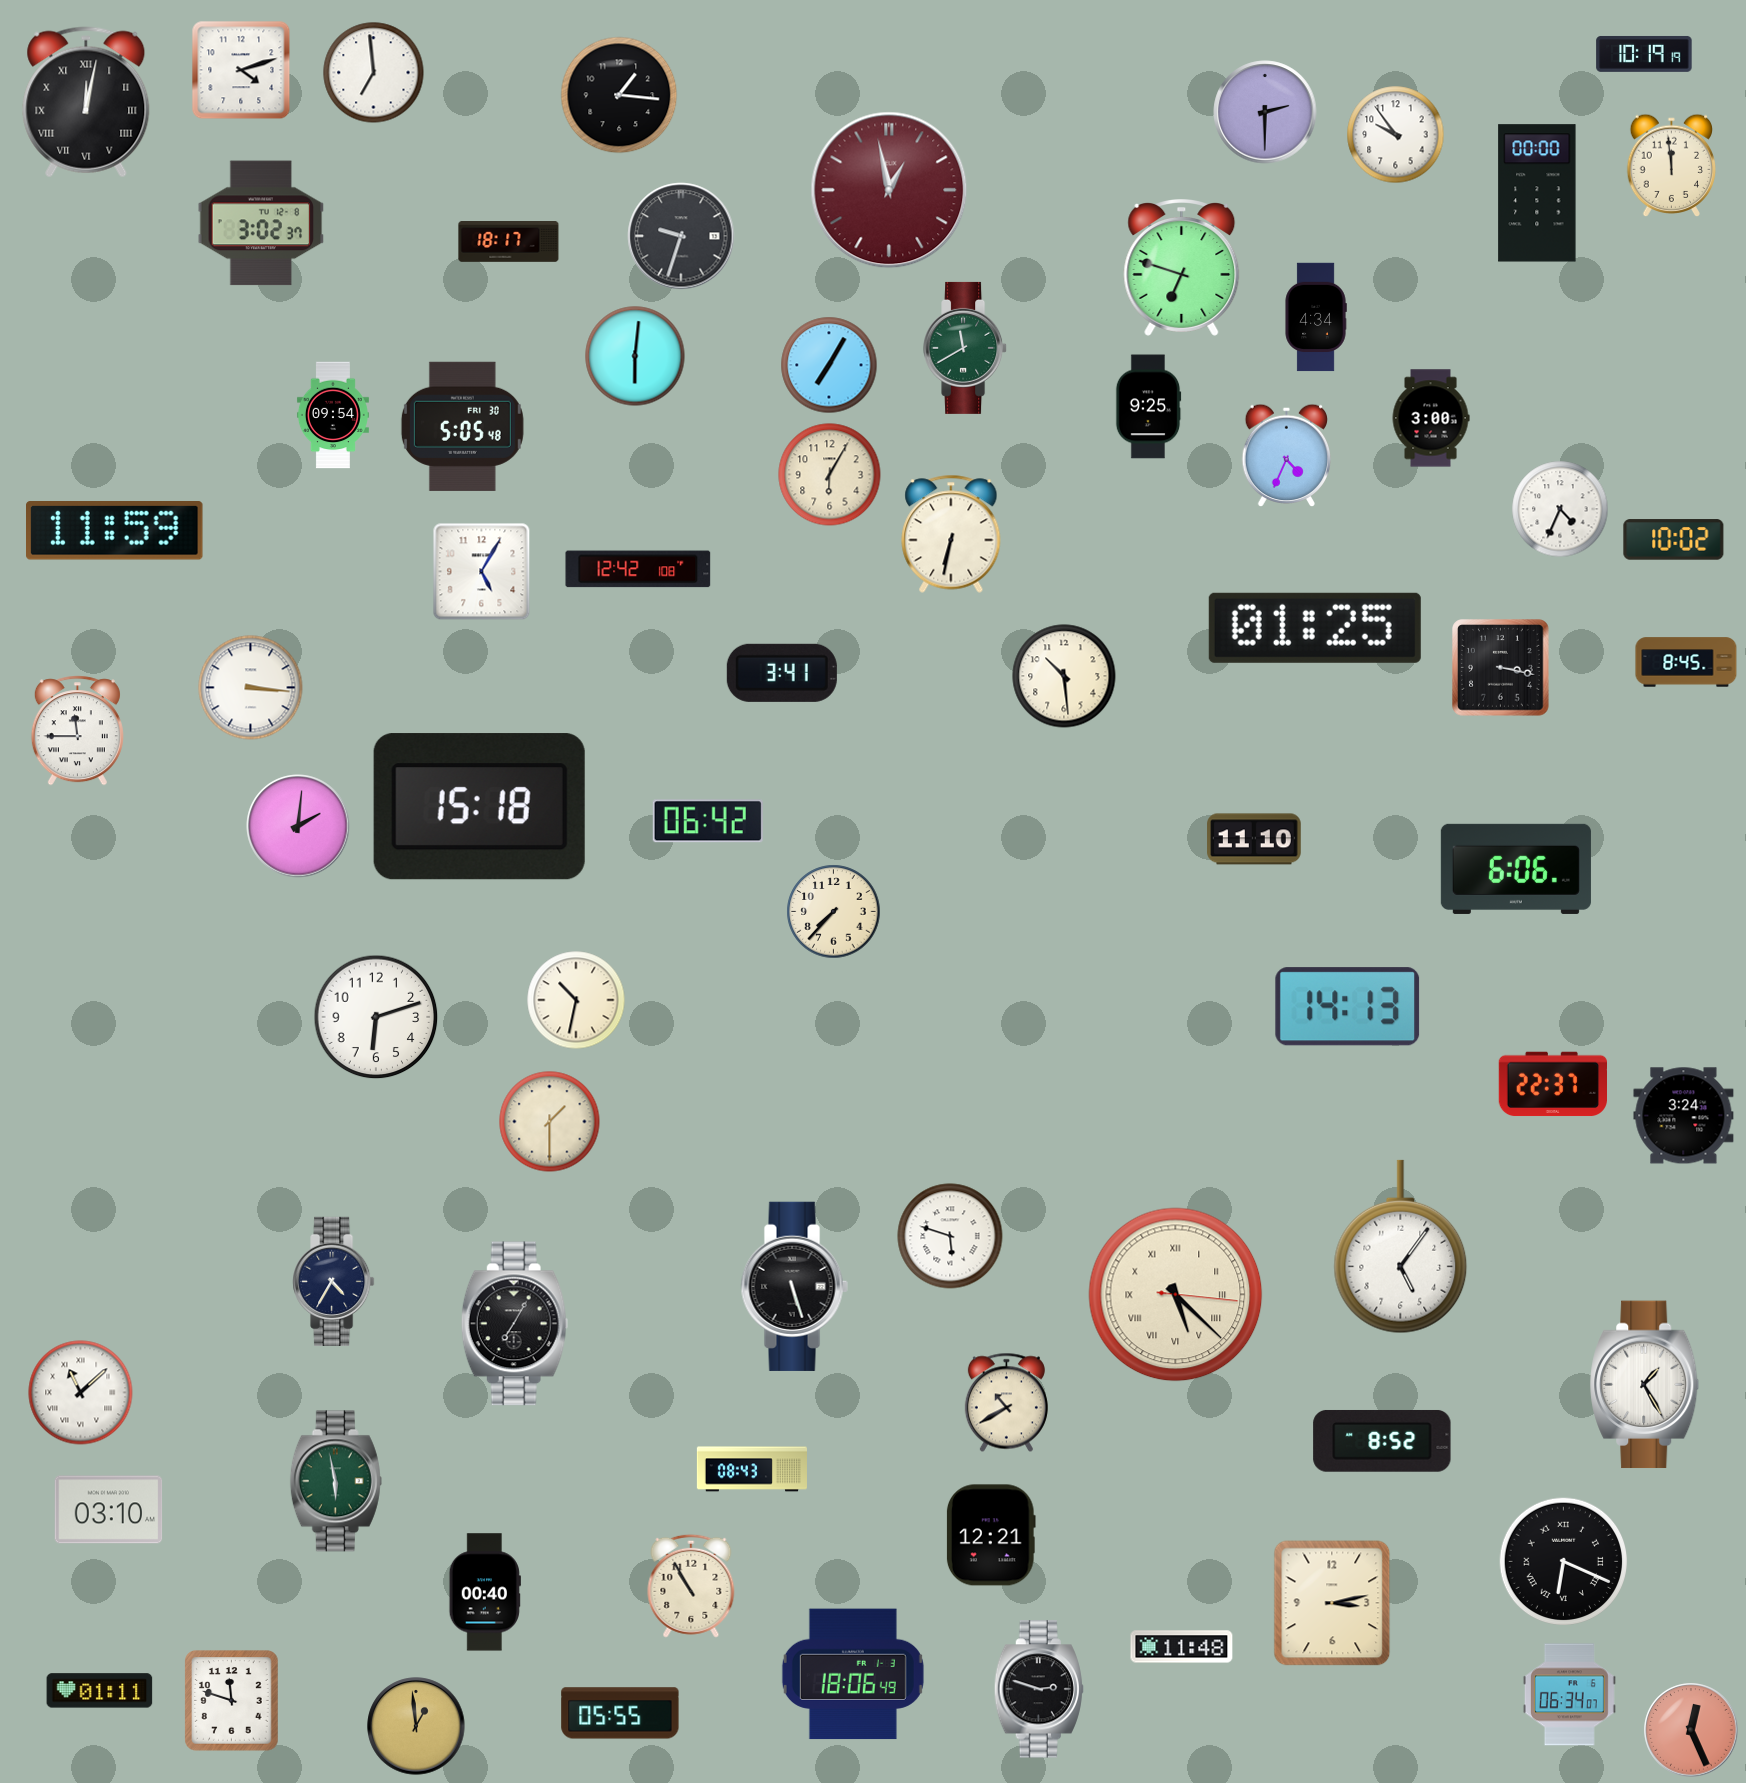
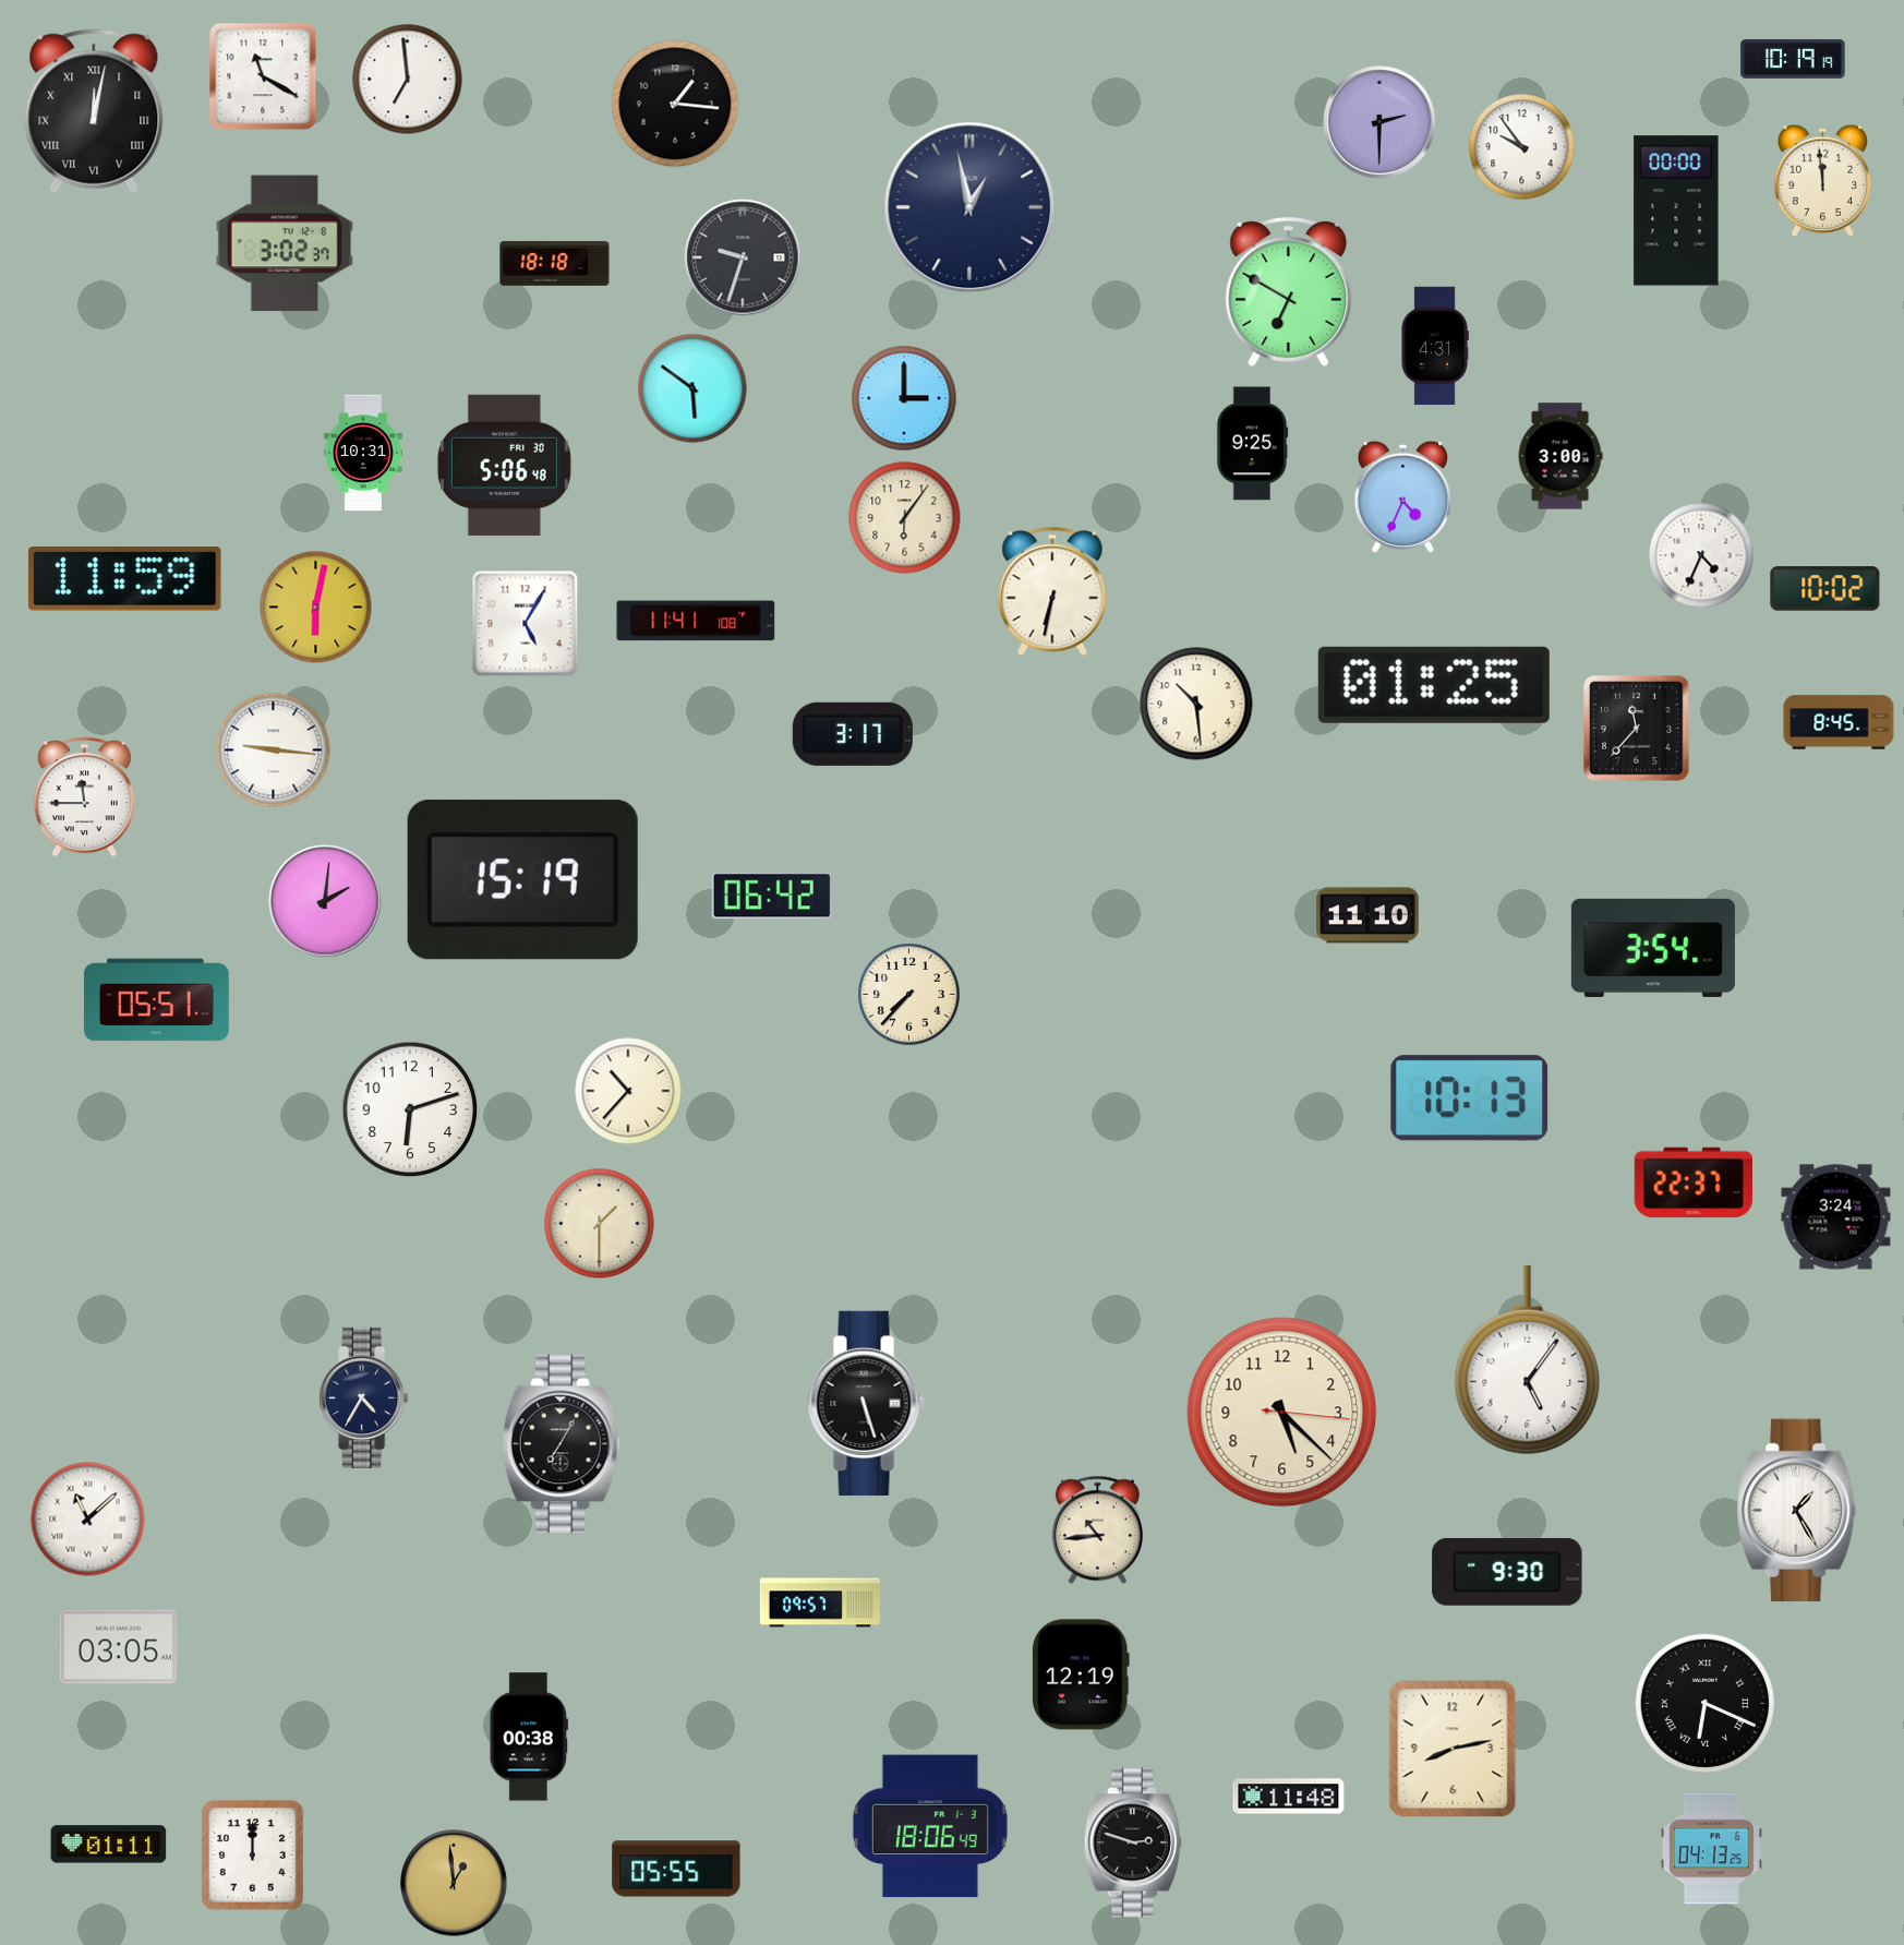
clock at (241, 70): 4:12 -> 11:20
clock at (889, 190) dial: burgundy -> navy
clock at (509, 242): 18:17 -> 18:18
clock at (1182, 268): 6:48 -> 6:50
clock at (1316, 317): 4:34 -> 4:31
clock at (966, 348): 11:40 -> none
clock at (635, 356): 6:01 -> 5:51
clock at (829, 365): 7:05 -> 3:00
clock at (333, 415): 09:54 -> 10:31
clock at (462, 426): 5:05 -> 5:06
clock at (830, 475): 6:05 -> 6:06
clock at (951, 534) position: (951, 534) -> (1052, 591)
clock at (316, 608): none -> 6:02
clock at (638, 569): 12:42 -> 11:41
clock at (1501, 668): 3:17 -> 11:37
clock at (782, 673): 3:41 -> 3:17
clock at (1064, 676) position: (1064, 676) -> (1196, 704)
clock at (251, 688): 3:16 -> 9:16
clock at (479, 807): 15:18 -> 15:19
clock at (1516, 869): 6:06 -> 3:54
clock at (156, 1000): none -> 05:51
clock at (576, 1000): 10:32 -> 10:37
clock at (1348, 1007): 14:13 -> 10:13
clock at (950, 1236): 5:48 -> none
clock at (1176, 1295) numerals: Roman -> Arabic
clock at (1645, 1385) position: (1645, 1385) -> (1797, 1511)
clock at (1006, 1403): 10:40 -> 10:44
clock at (1382, 1441): 8:52 -> 9:30
clock at (752, 1469): 08:43 -> 09:57
clock at (336, 1481): 5:58 -> none
clock at (109, 1510): 03:10 -> 03:05
clock at (991, 1535): 12:21 -> 12:19
clock at (691, 1586): 10:55 -> none
clock at (485, 1592): 00:40 -> 00:38
clock at (1332, 1603): 3:13 -> 8:13
clock at (1569, 1695): 06:34 -> 04:13
clock at (232, 1701): 11:48 -> 12:00
clock at (1691, 1730): 12:26 -> none
